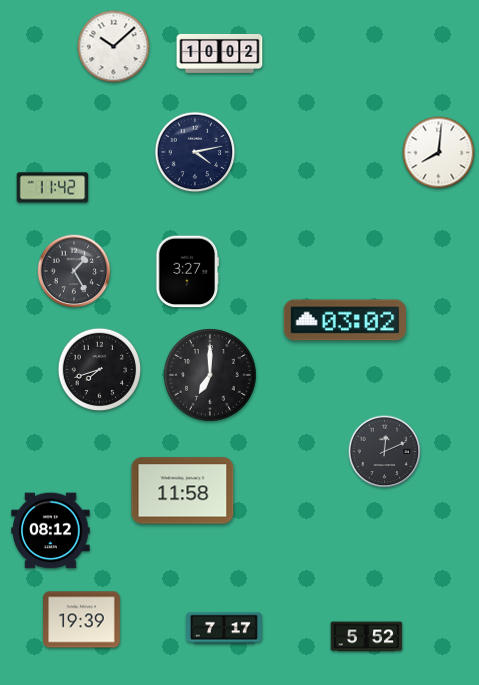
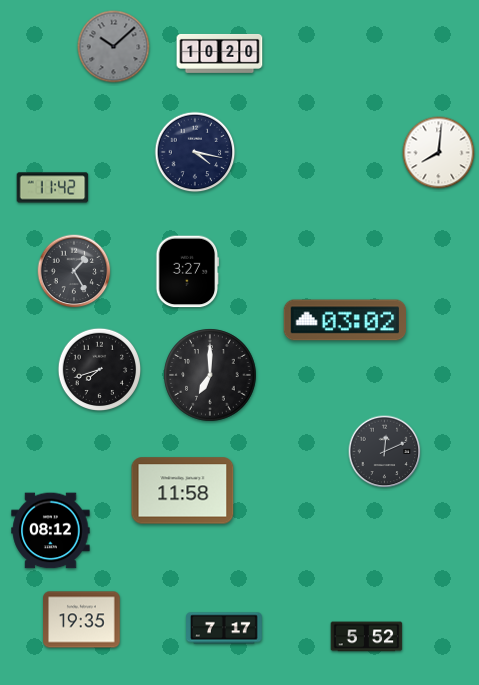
clock at (114, 47) dial: white -> grey
clock at (220, 53): 10:02 -> 10:20
clock at (195, 152): 4:13 -> 4:17
clock at (82, 620): 19:39 -> 19:35
